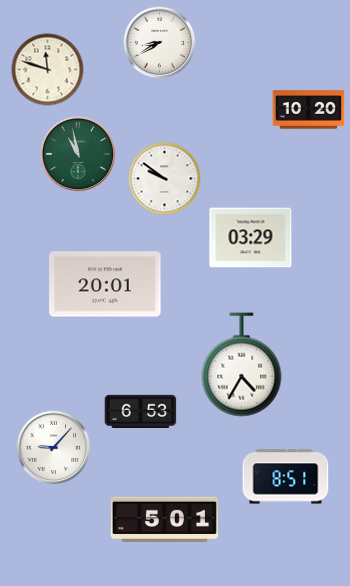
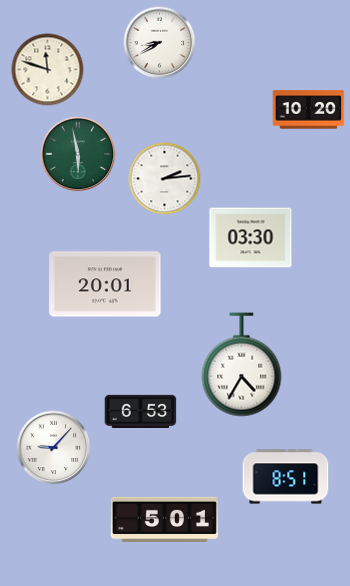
clock at (78, 154): 10:58 -> 5:58
clock at (165, 179): 9:51 -> 2:14
clock at (251, 238): 03:29 -> 03:30
